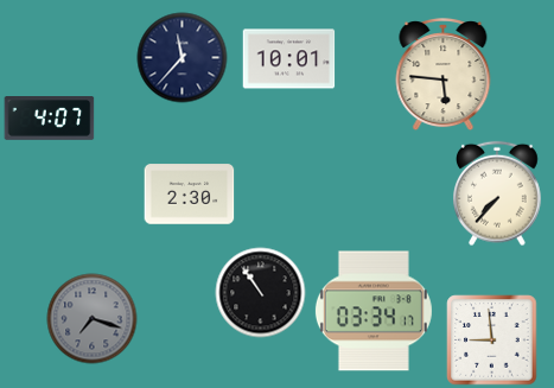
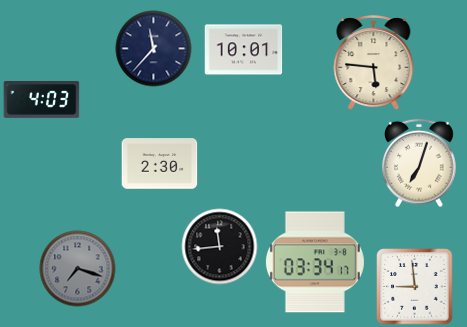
clock at (50, 119): 4:07 -> 4:03
clock at (498, 193): 7:37 -> 7:03
clock at (261, 293): 10:54 -> 11:44
